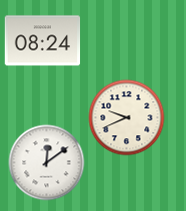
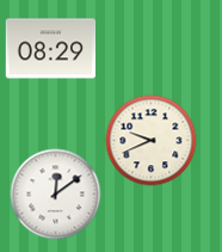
clock at (43, 41): 08:24 -> 08:29
